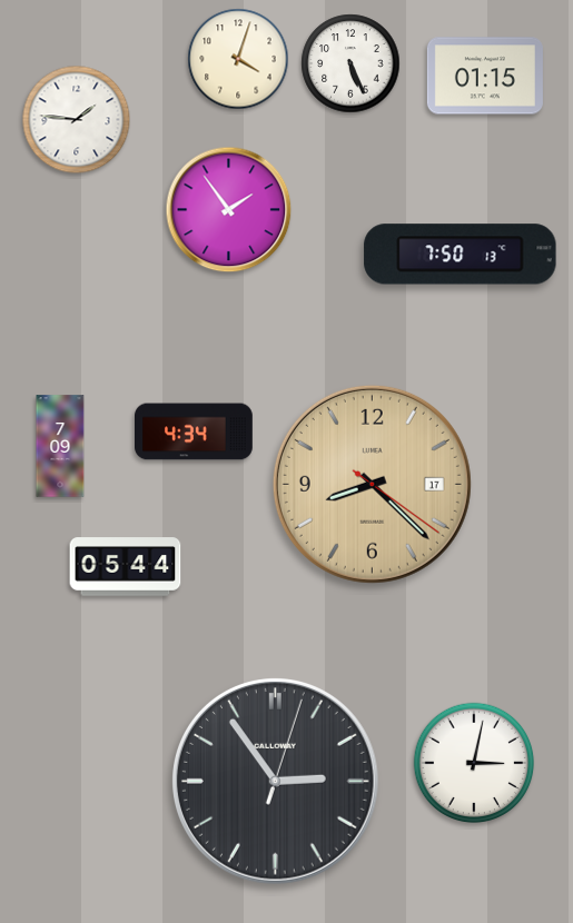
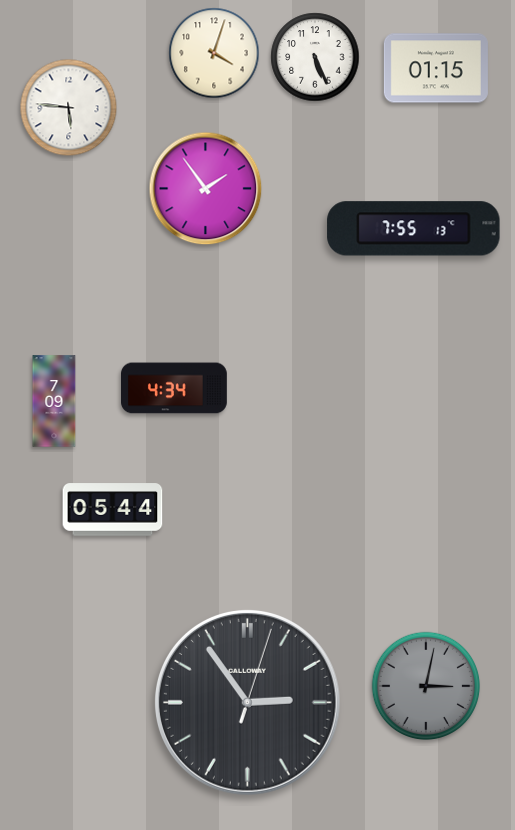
clock at (77, 120): 1:46 -> 5:46
clock at (461, 255): 7:50 -> 7:55
clock at (372, 484): 8:22 -> none
clock at (474, 763) dial: white -> grey
